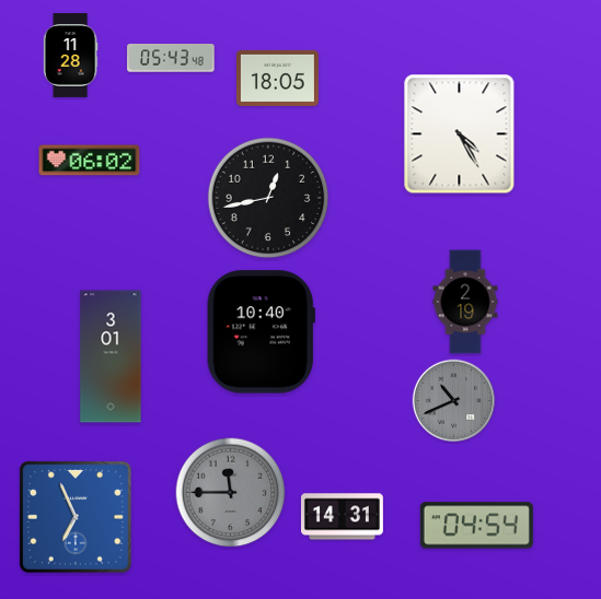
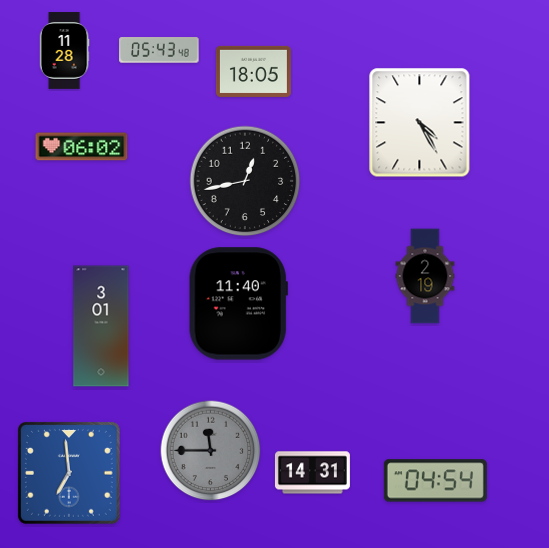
clock at (171, 58) position: (171, 58) -> (159, 50)
clock at (261, 332): 10:40 -> 11:40
clock at (454, 401): 10:41 -> none
clock at (76, 517): 6:56 -> 6:59
